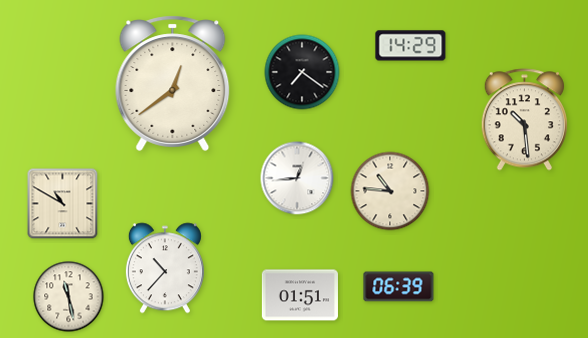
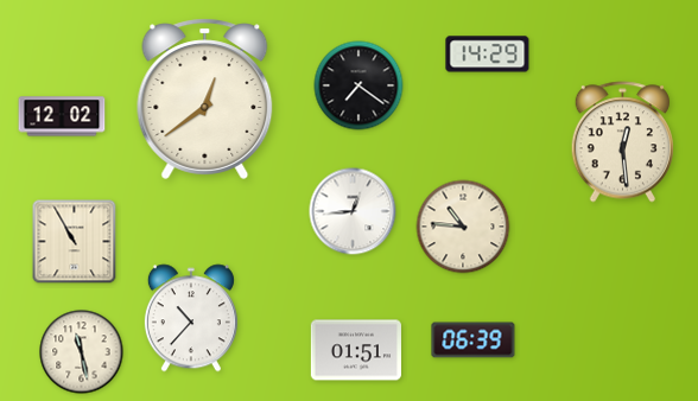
clock at (62, 116): none -> 12:02
clock at (524, 120): 10:29 -> 12:29
clock at (63, 204): 10:50 -> 10:55
clock at (165, 268) position: (165, 268) -> (191, 318)
